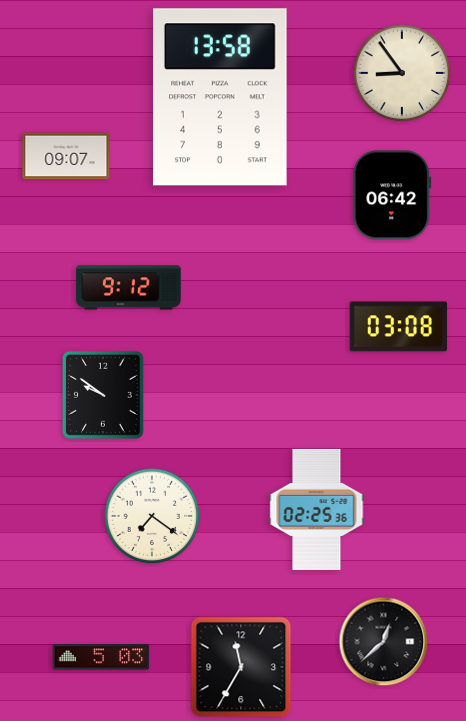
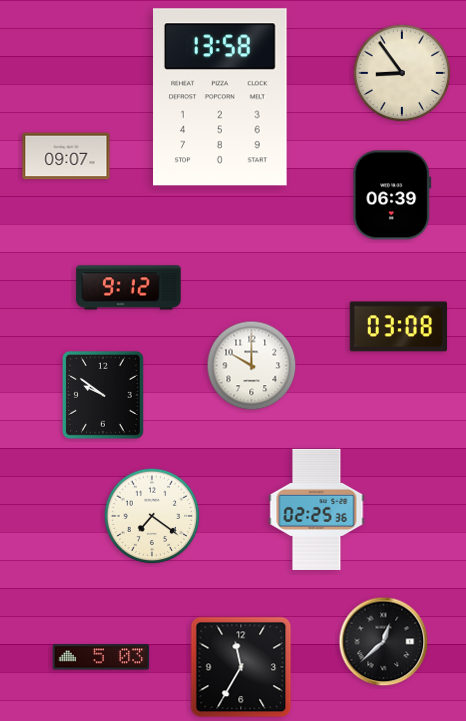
clock at (392, 195): 06:42 -> 06:39
clock at (252, 366): none -> 10:00
